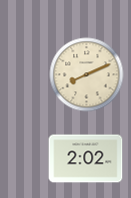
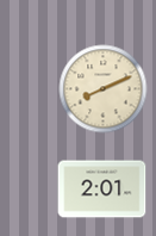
clock at (86, 159): 2:02 -> 2:01
